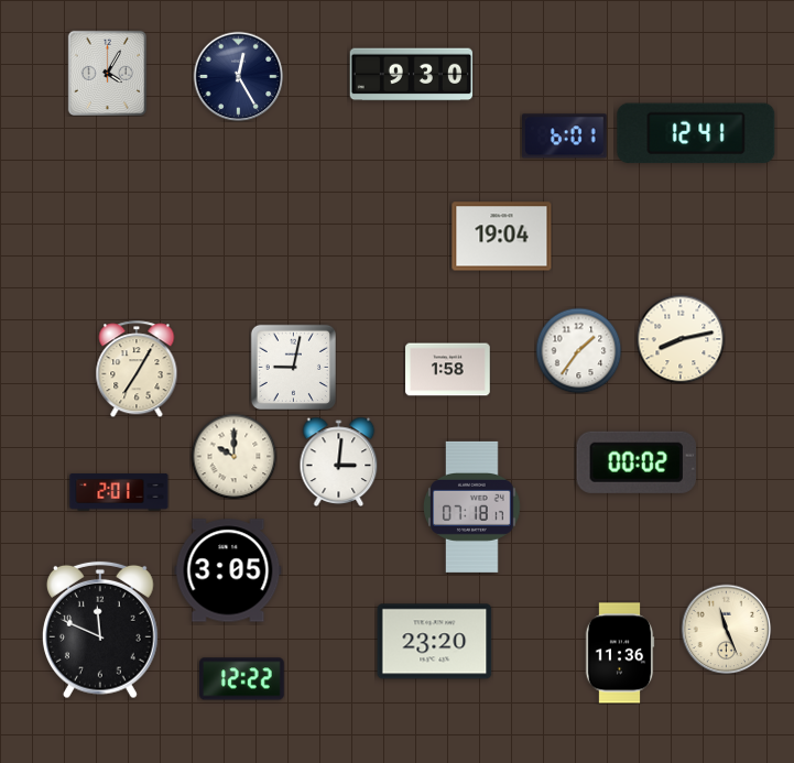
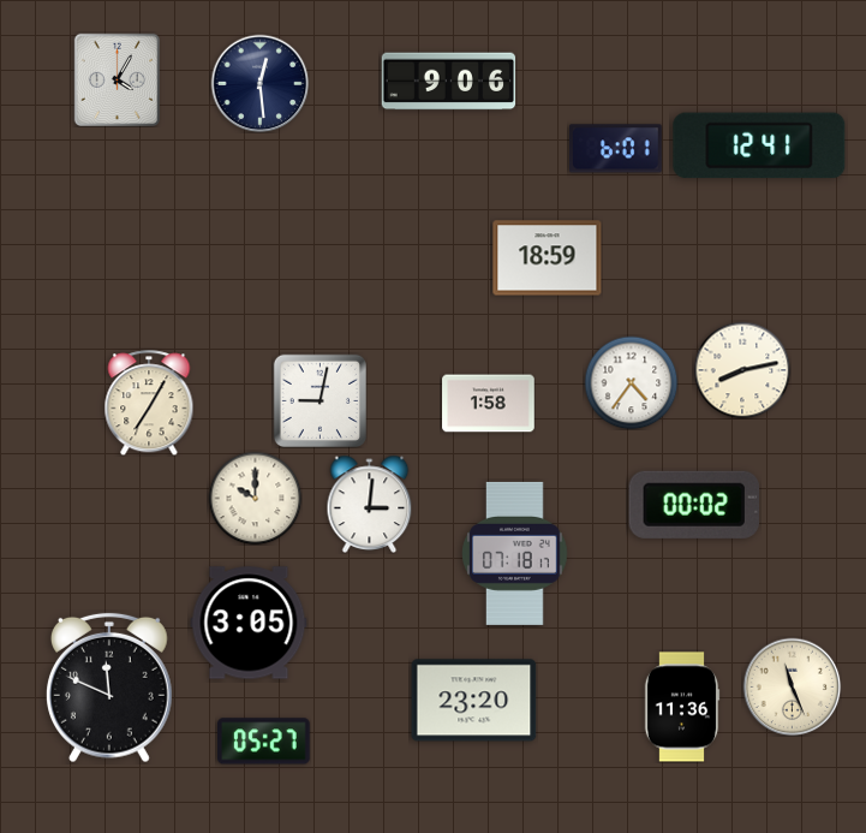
clock at (412, 75): 9:30 -> 9:06
clock at (238, 76): 12:25 -> 12:29
clock at (502, 237): 19:04 -> 18:59
clock at (578, 350): 1:36 -> 4:36
clock at (119, 493): 2:01 -> none
clock at (620, 653) position: (620, 653) -> (682, 707)
clock at (242, 679): 12:22 -> 05:27
